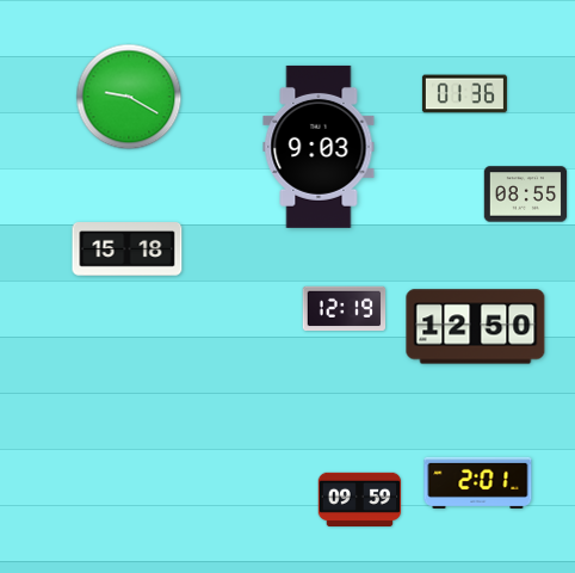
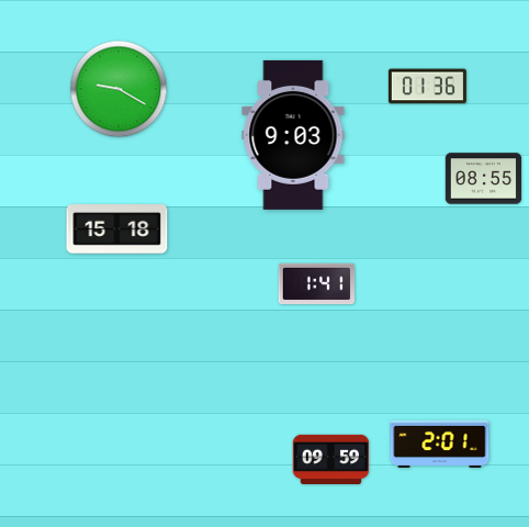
clock at (345, 308): 12:19 -> 1:41
clock at (476, 327): 12:50 -> none
